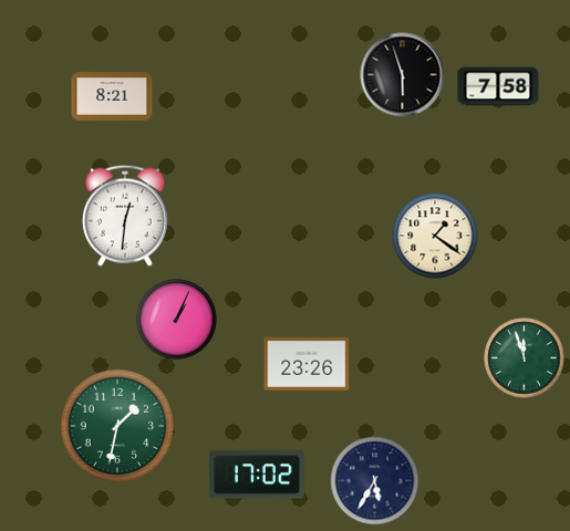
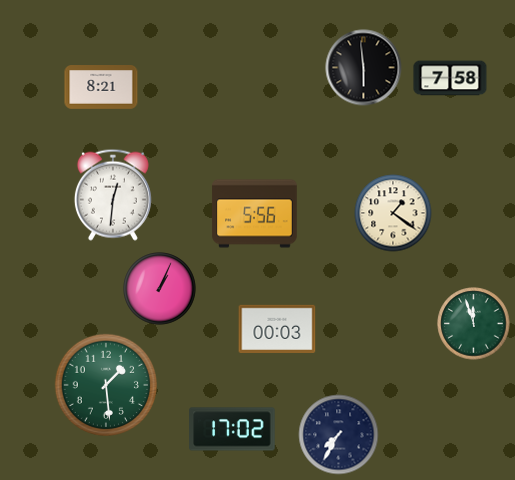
clock at (403, 75): 5:57 -> 5:59
clock at (255, 214): none -> 5:56
clock at (307, 363): 23:26 -> 00:03
clock at (116, 425): 1:32 -> 1:29
clock at (375, 481): 5:35 -> 7:35
